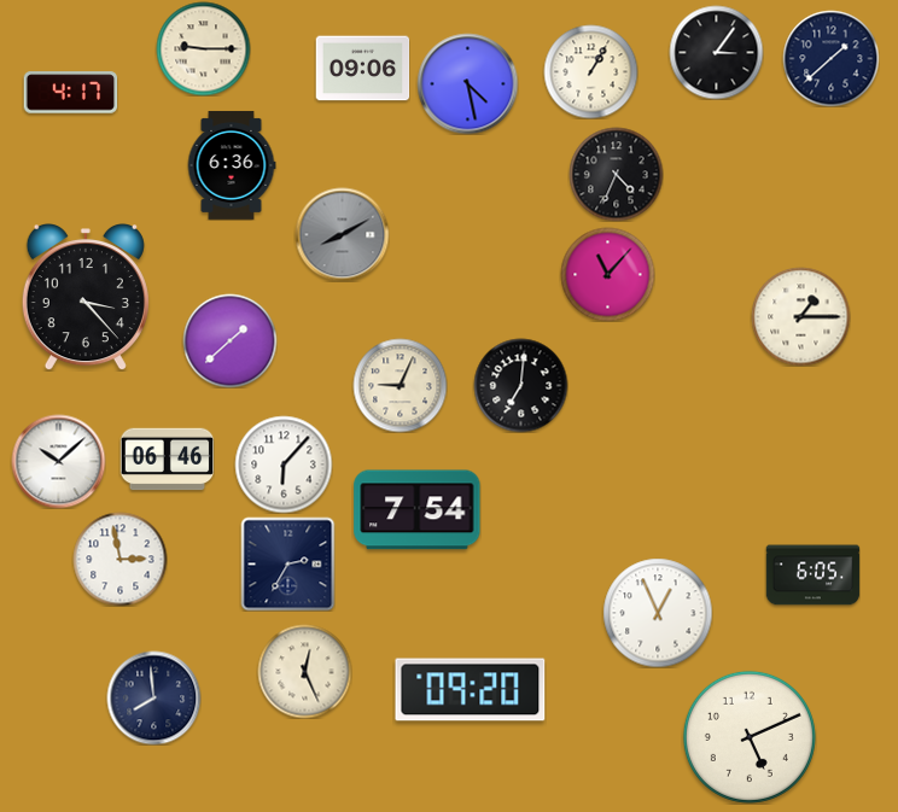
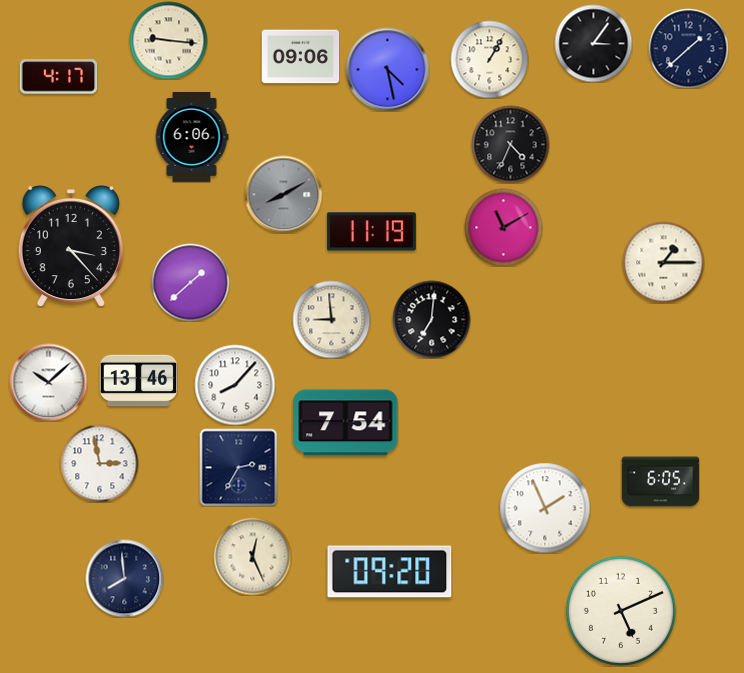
clock at (203, 48): 9:15 -> 9:16
clock at (232, 165): 6:36 -> 6:06
clock at (607, 274): 11:07 -> 11:10
clock at (371, 232): none -> 11:19
clock at (400, 385): 9:04 -> 8:59
clock at (167, 460): 06:46 -> 13:46
clock at (284, 465): 6:07 -> 8:07
clock at (812, 576) position: (812, 576) -> (660, 482)
clock at (658, 613): 12:56 -> 1:56
clock at (153, 697) position: (153, 697) -> (124, 578)
